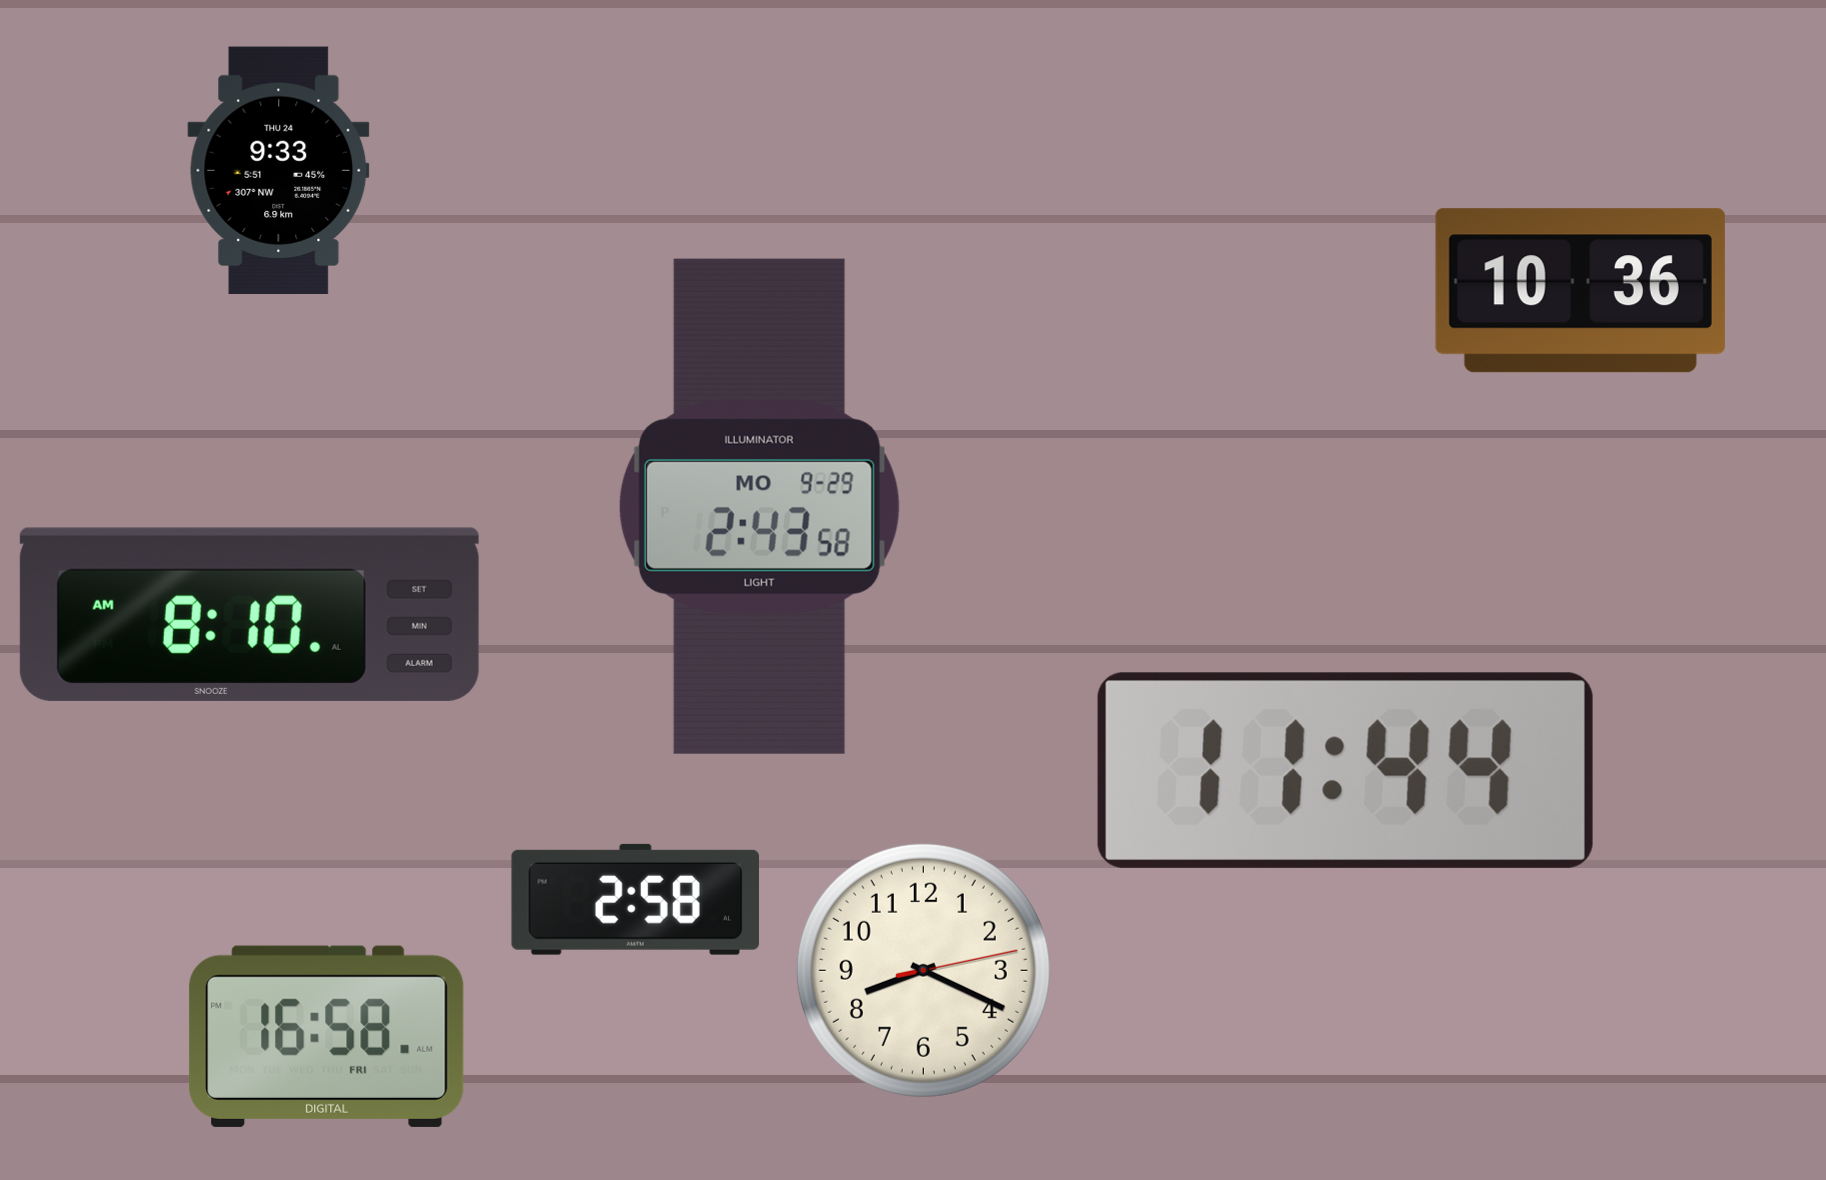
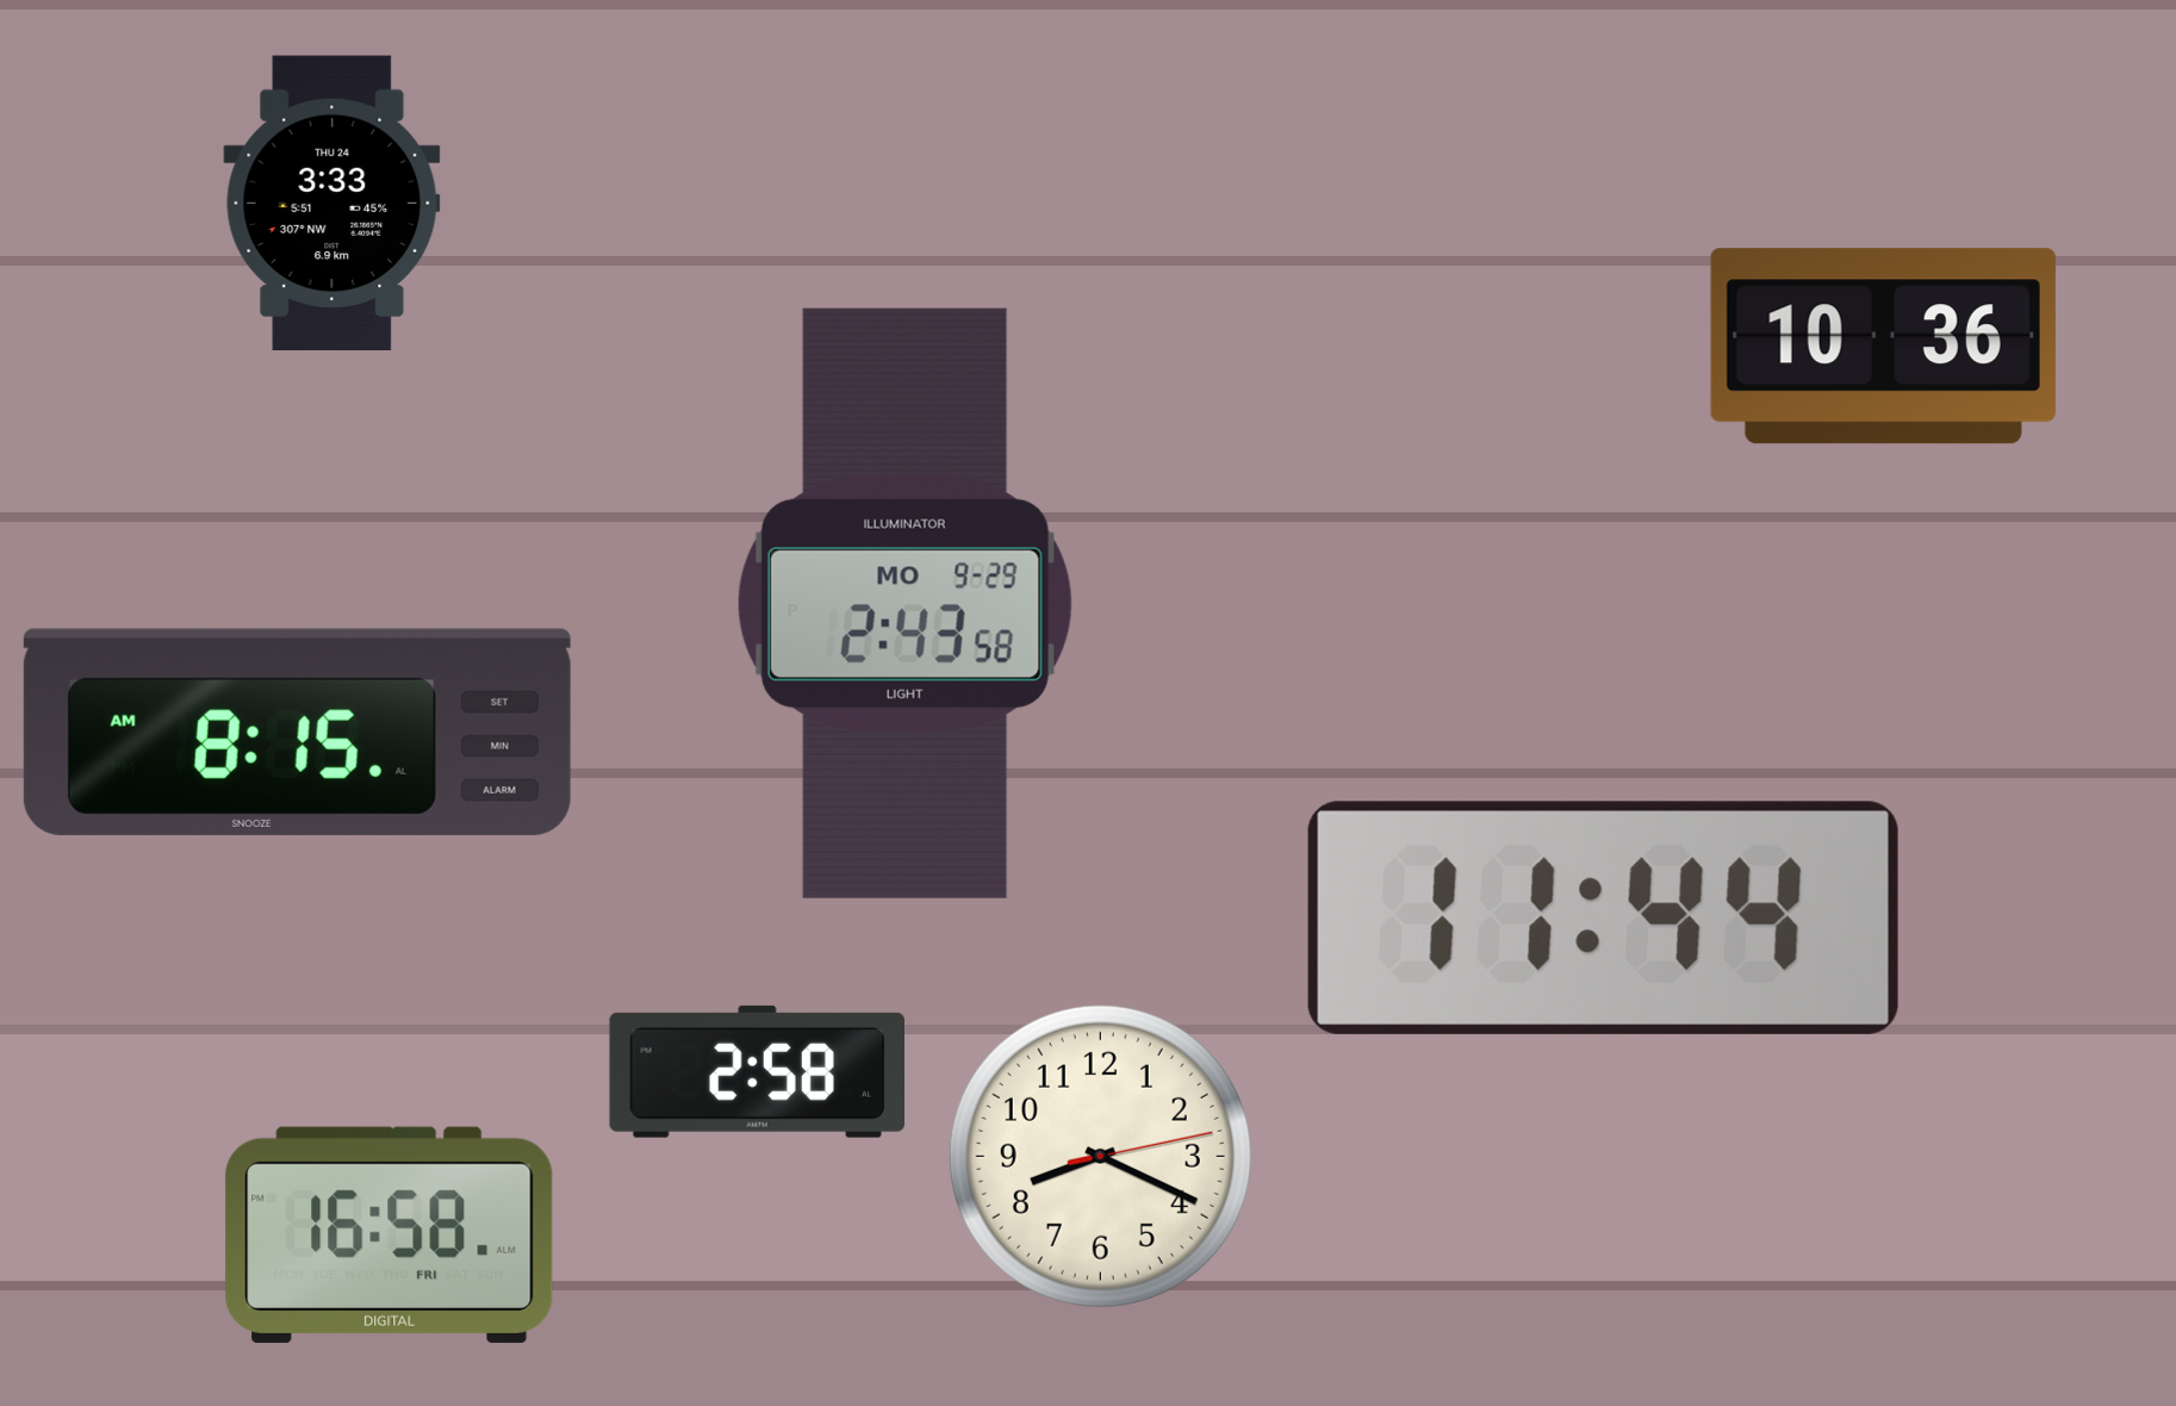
clock at (279, 171): 9:33 -> 3:33
clock at (249, 614): 8:10 -> 8:15
